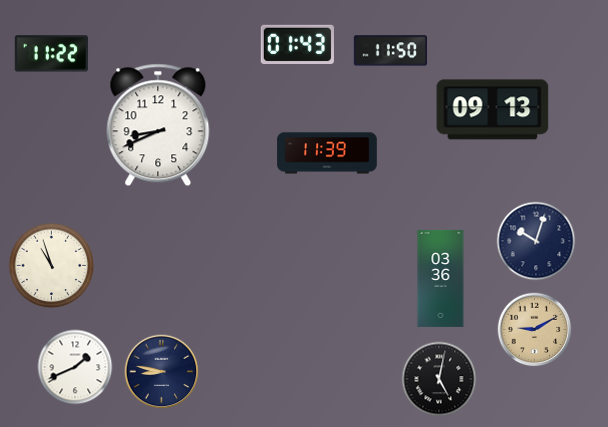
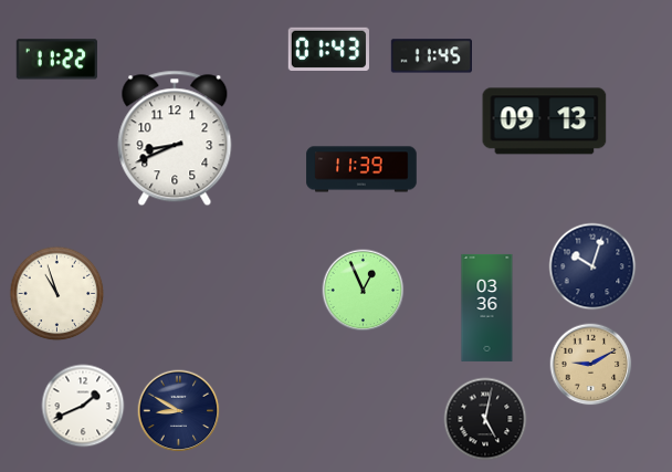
clock at (390, 51): 11:50 -> 11:45
clock at (364, 291): none -> 12:56
clock at (162, 372): 8:47 -> 8:50
